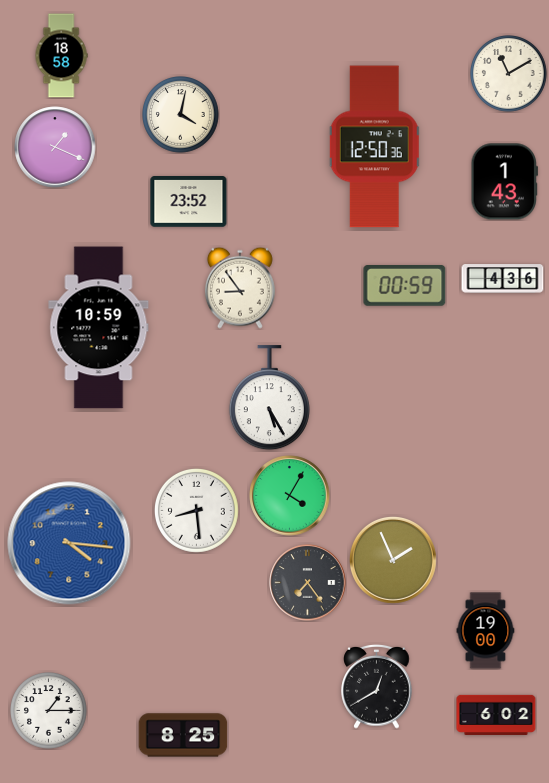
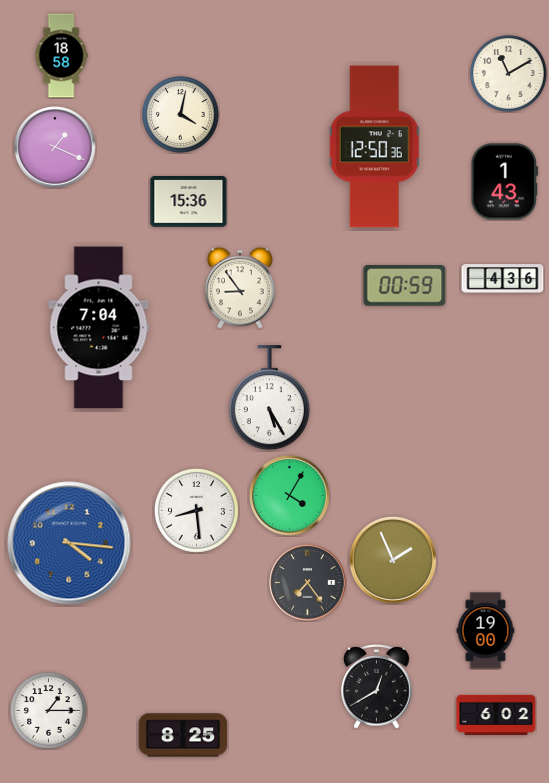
clock at (189, 202): 23:52 -> 15:36
clock at (99, 328): 10:59 -> 7:04
